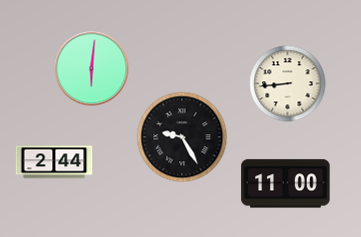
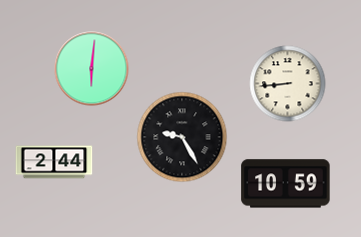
clock at (286, 184): 11:00 -> 10:59
